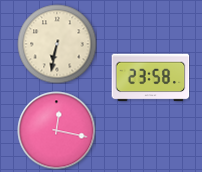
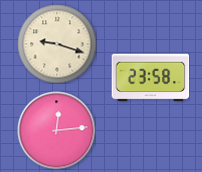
clock at (57, 44): 6:32 -> 9:18
clock at (56, 130): 12:17 -> 12:14
